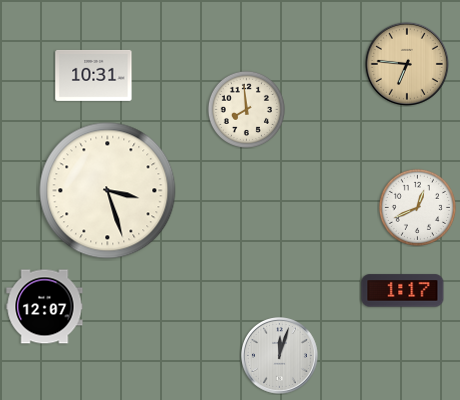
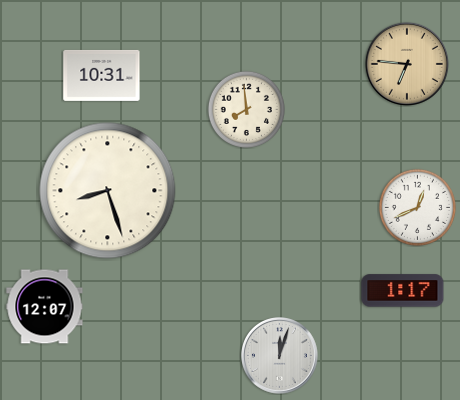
clock at (94, 75) position: (94, 75) -> (102, 75)
clock at (108, 191): 3:27 -> 8:27
